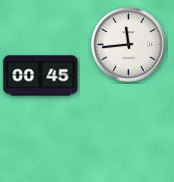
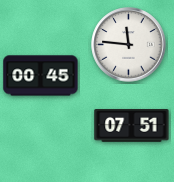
clock at (129, 45): 11:44 -> 11:46
clock at (132, 126): none -> 07:51
